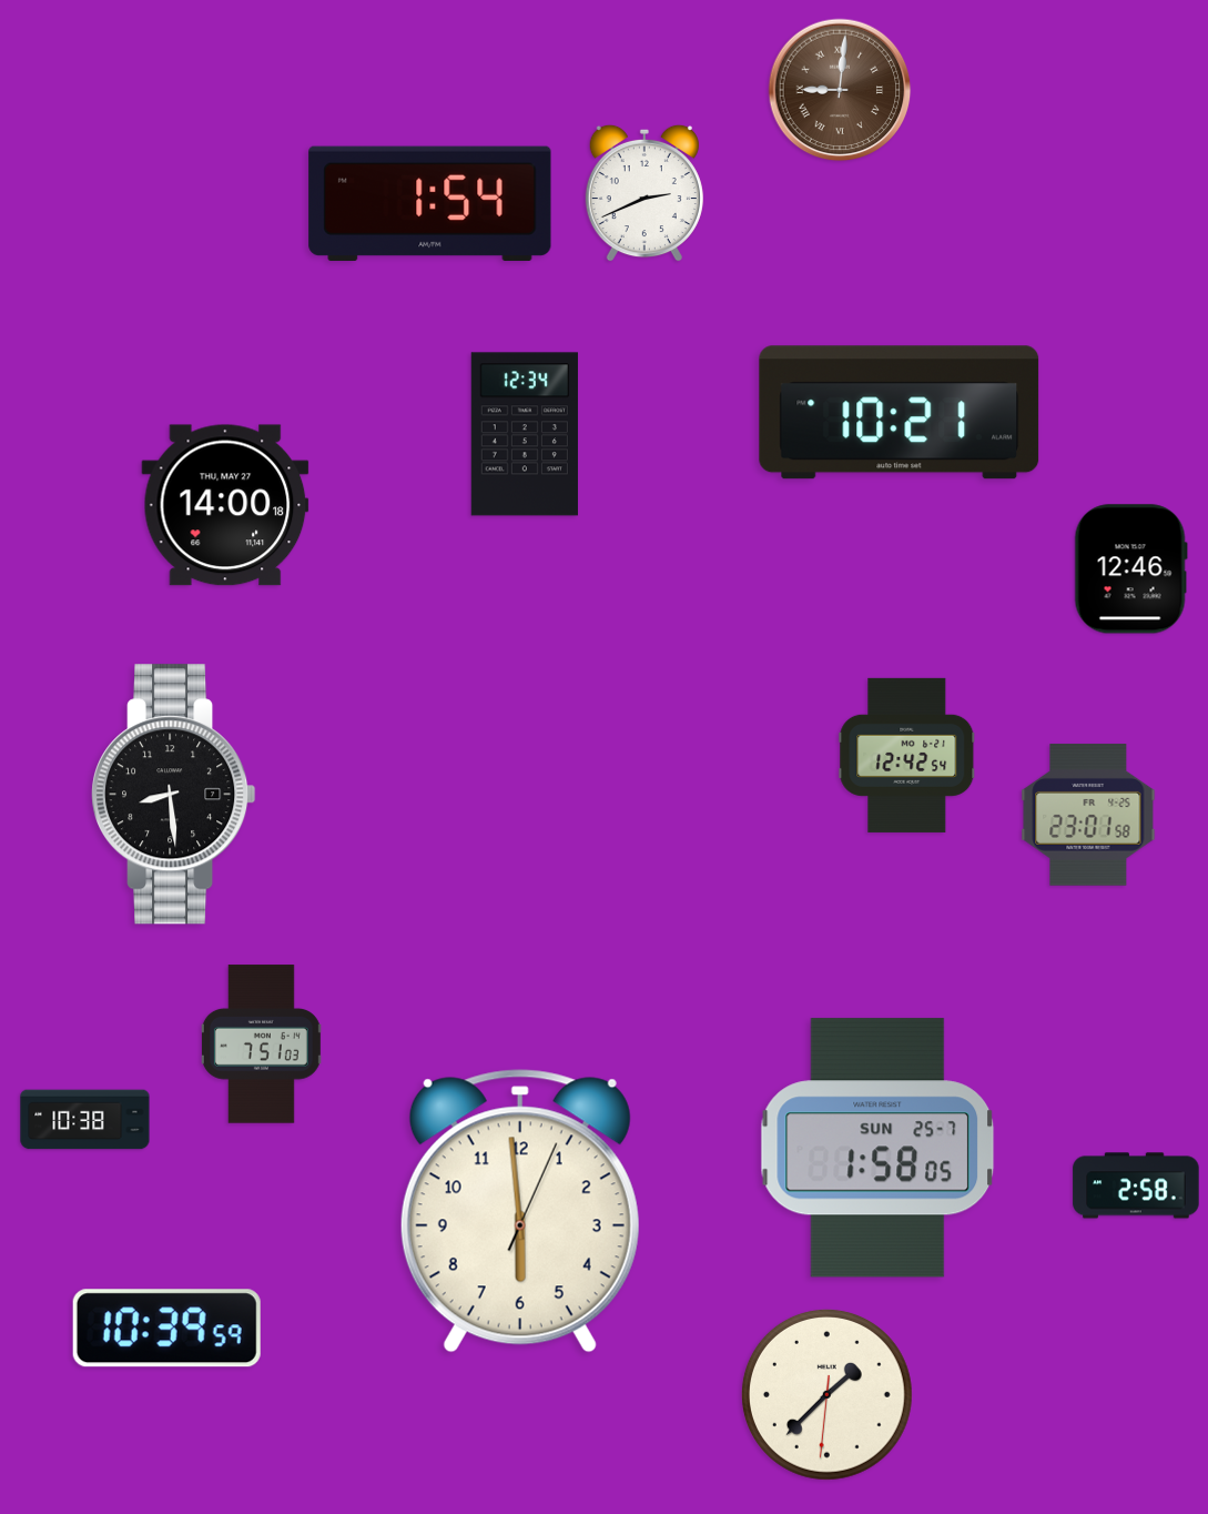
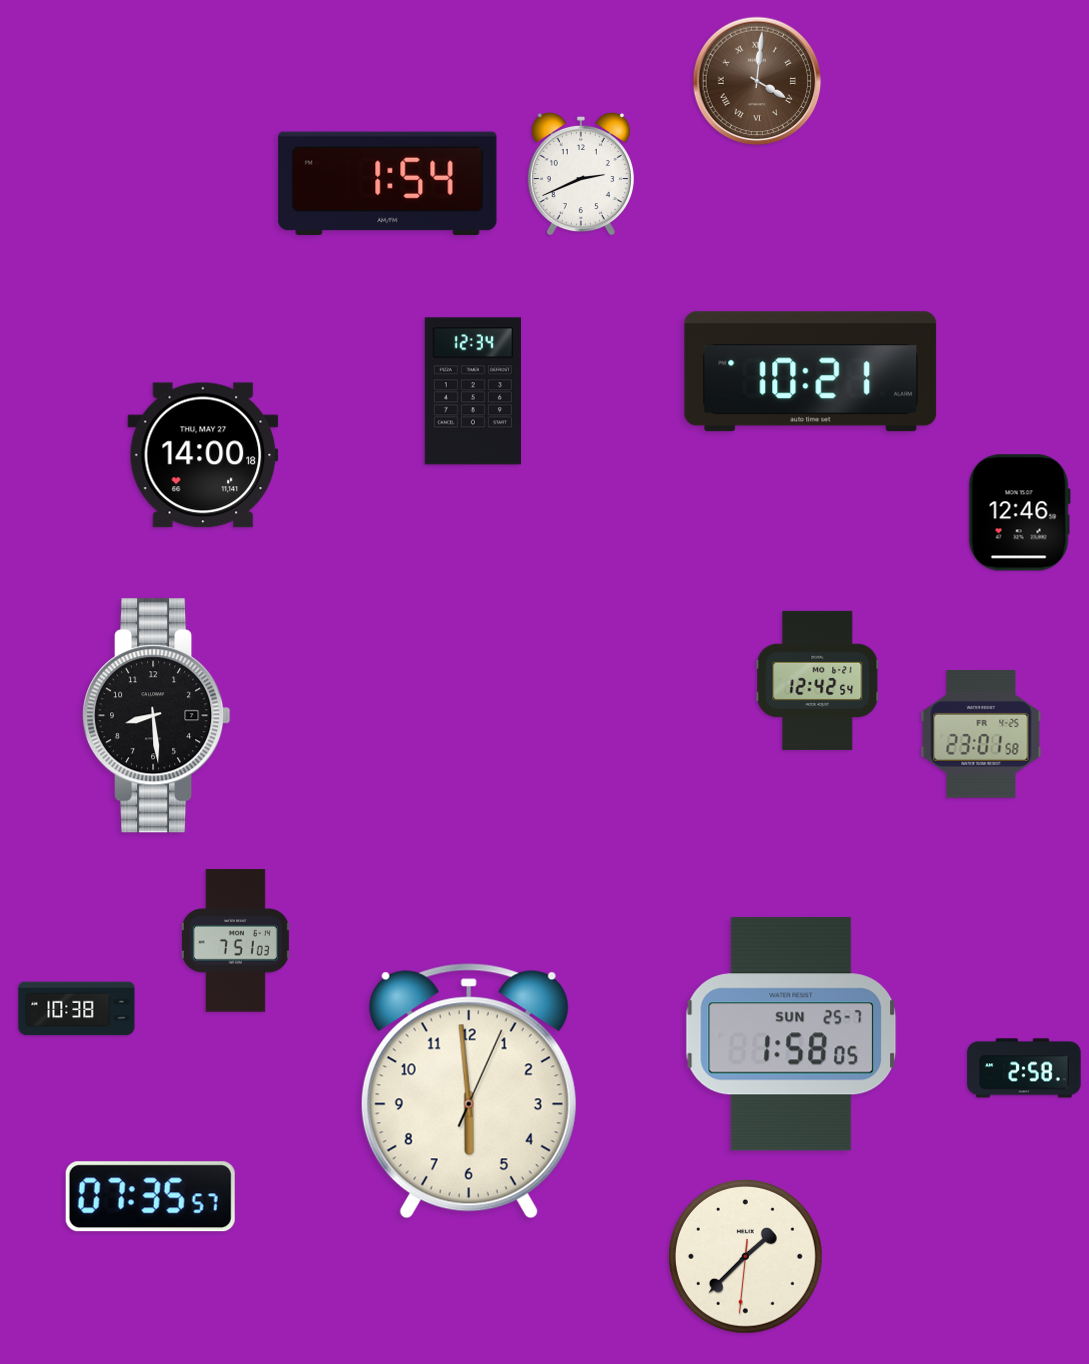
clock at (840, 90): 9:01 -> 4:01
clock at (166, 1329): 10:39 -> 07:35
